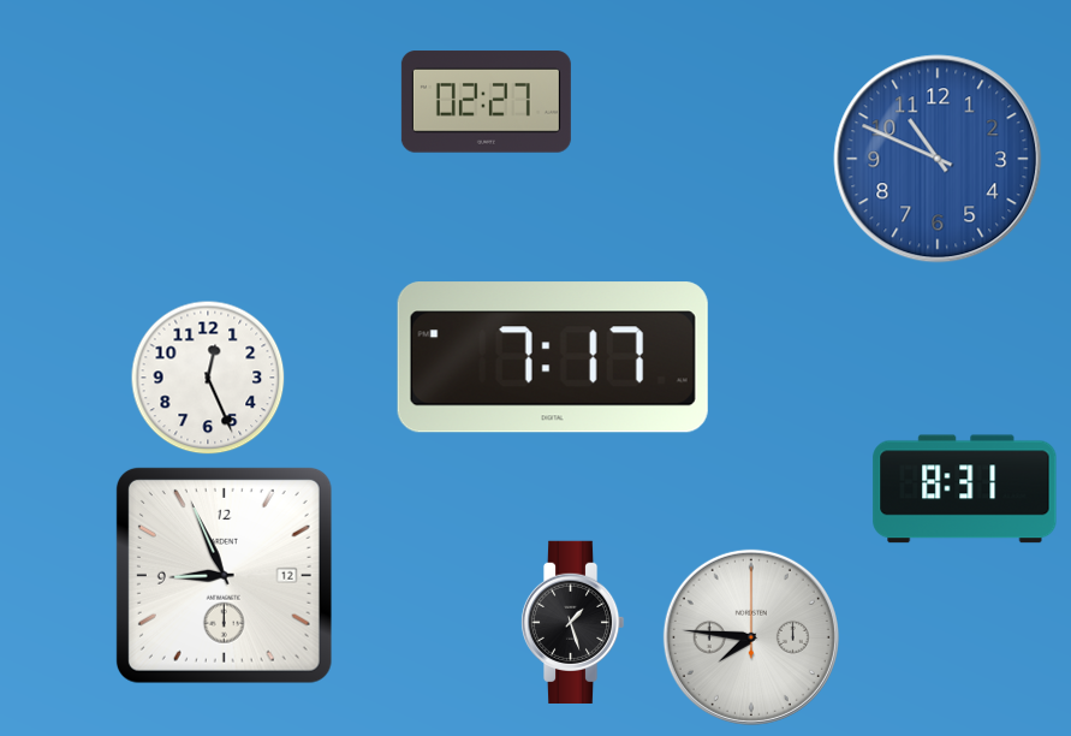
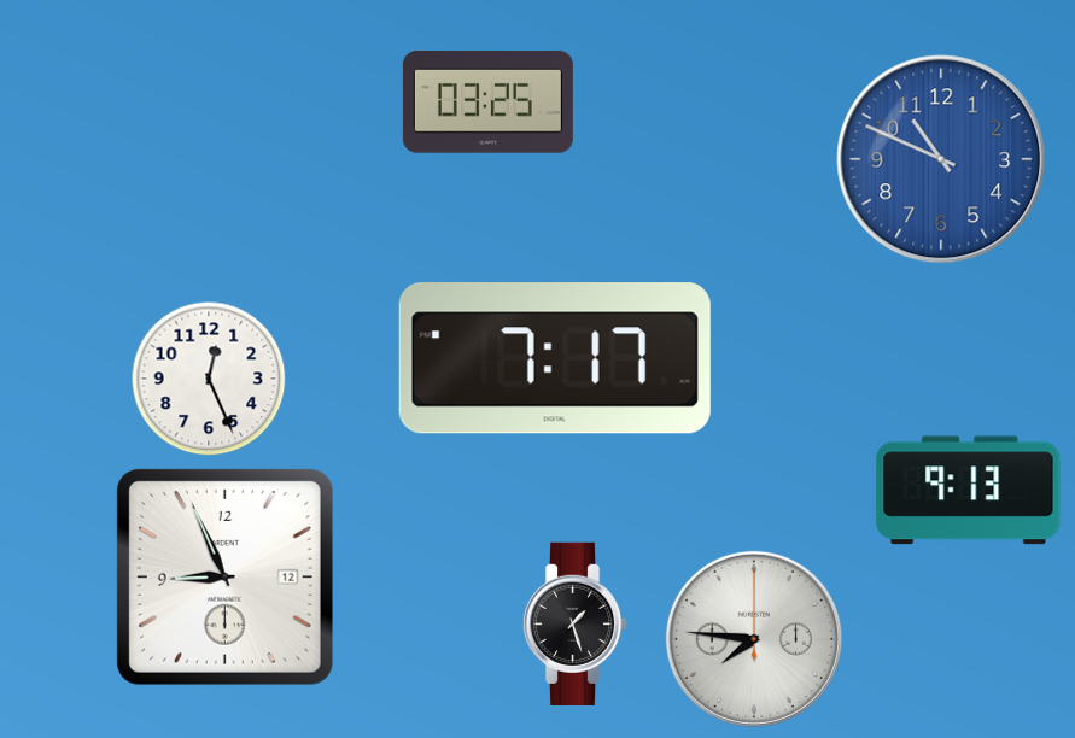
clock at (486, 102): 02:27 -> 03:25
clock at (965, 489): 8:31 -> 9:13
